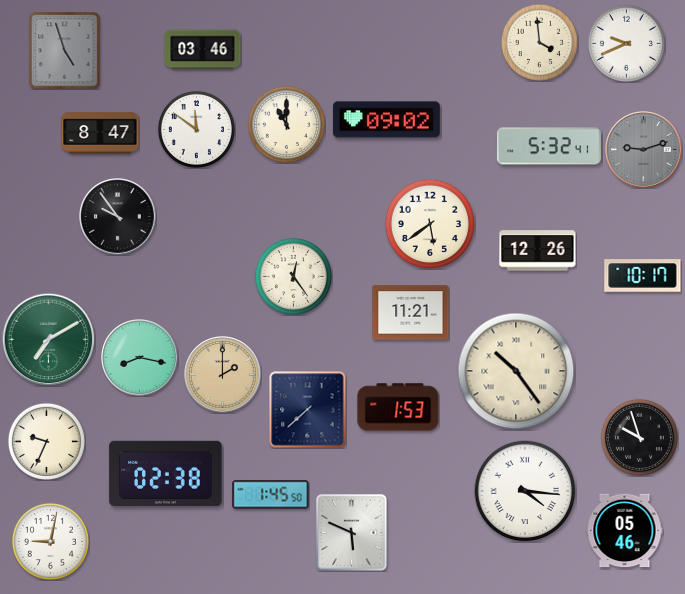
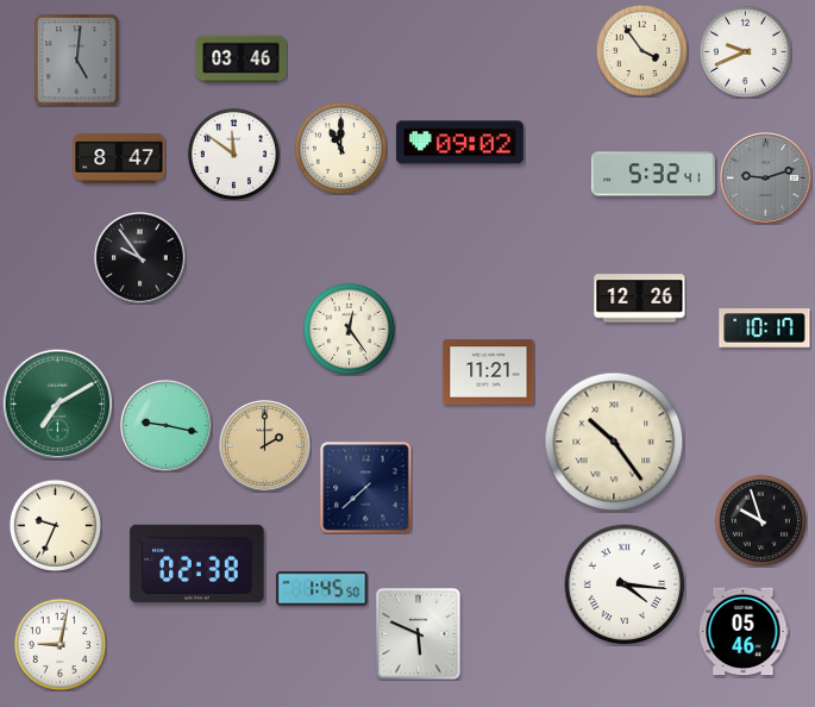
clock at (539, 42): 3:59 -> 3:54
clock at (65, 50): 4:57 -> 5:01
clock at (429, 223): 5:39 -> none
clock at (140, 358): 8:17 -> 9:17
clock at (398, 407): 1:53 -> none
